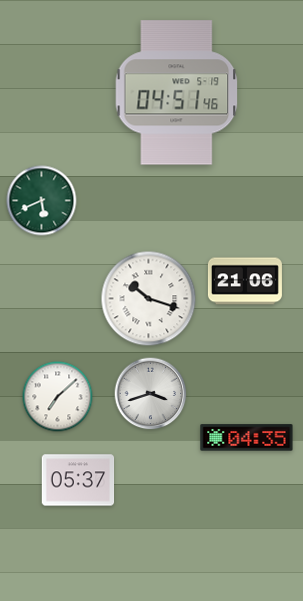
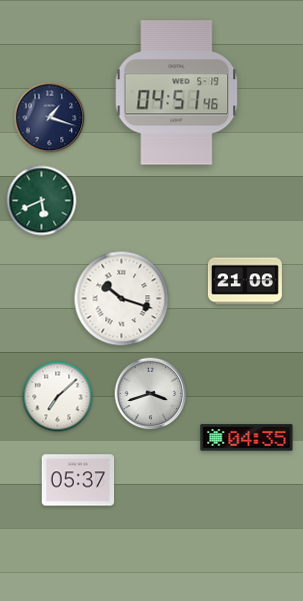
clock at (50, 118): none -> 1:18
clock at (149, 299) position: (149, 299) -> (122, 299)
